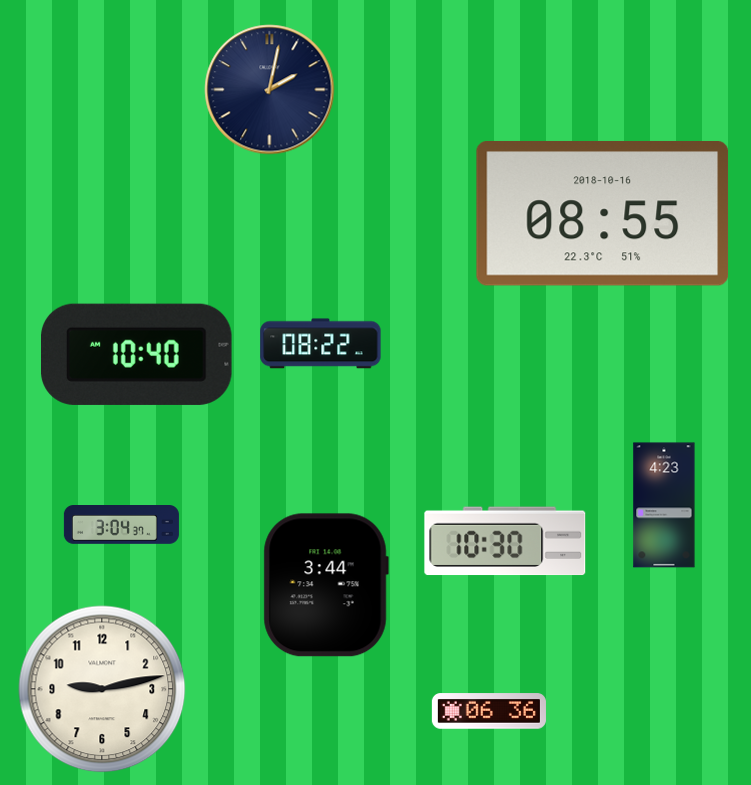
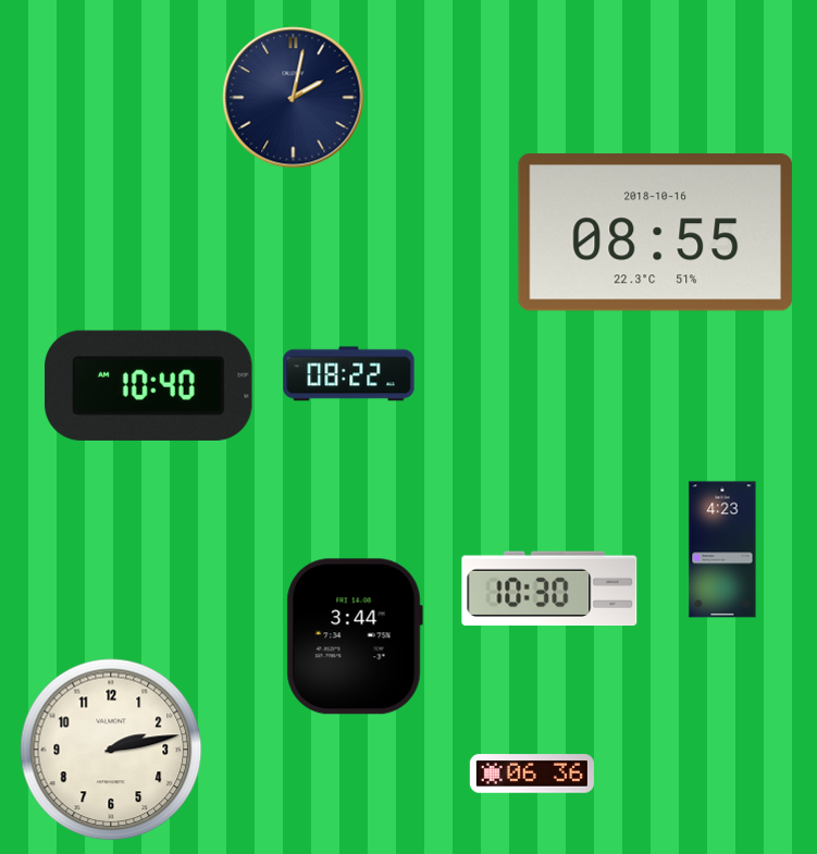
clock at (121, 525): 3:04 -> none
clock at (102, 689): 9:13 -> 2:13
